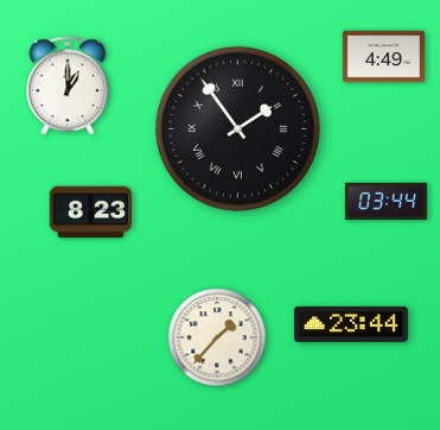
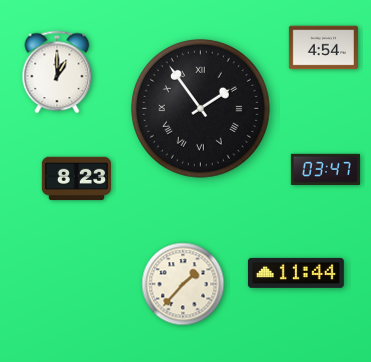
clock at (383, 57): 4:49 -> 4:54
clock at (385, 202): 03:44 -> 03:47
clock at (351, 324): 23:44 -> 11:44
